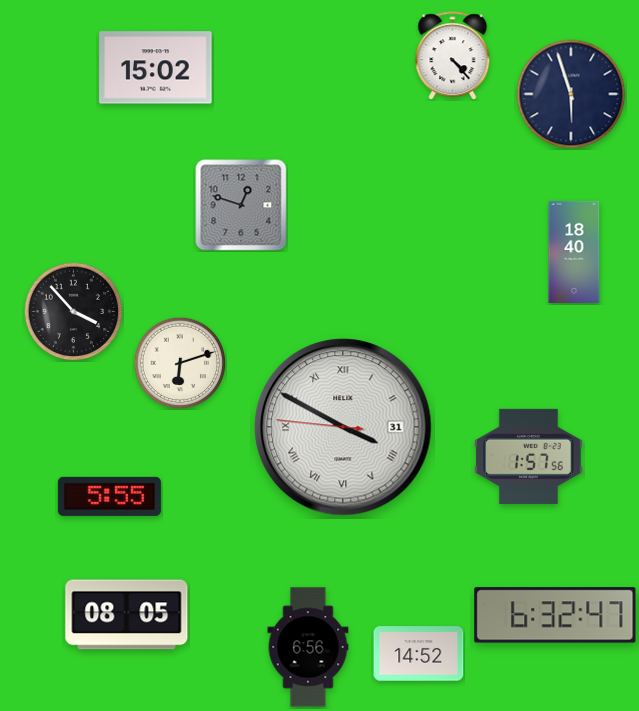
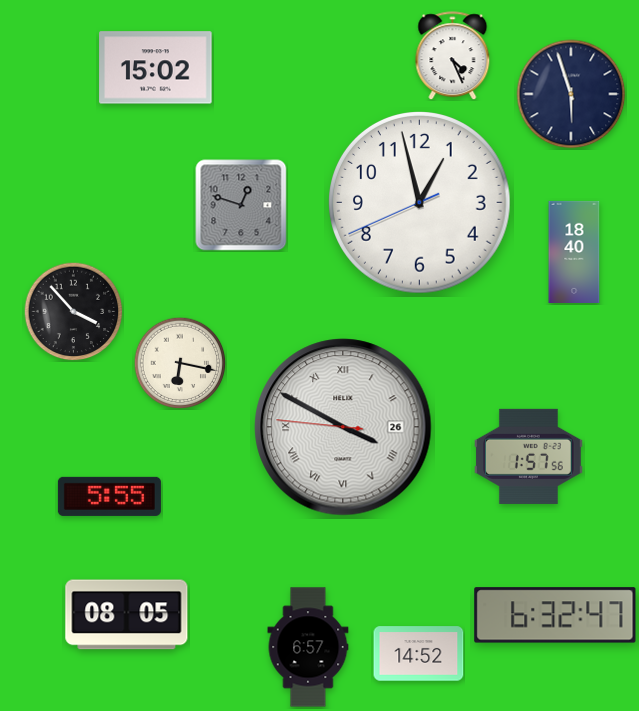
clock at (453, 56): 4:23 -> 4:26
clock at (420, 203): none -> 12:57
clock at (180, 363): 6:12 -> 6:17
clock at (343, 427) date: 31 -> 26
clock at (308, 647): 6:56 -> 6:57
